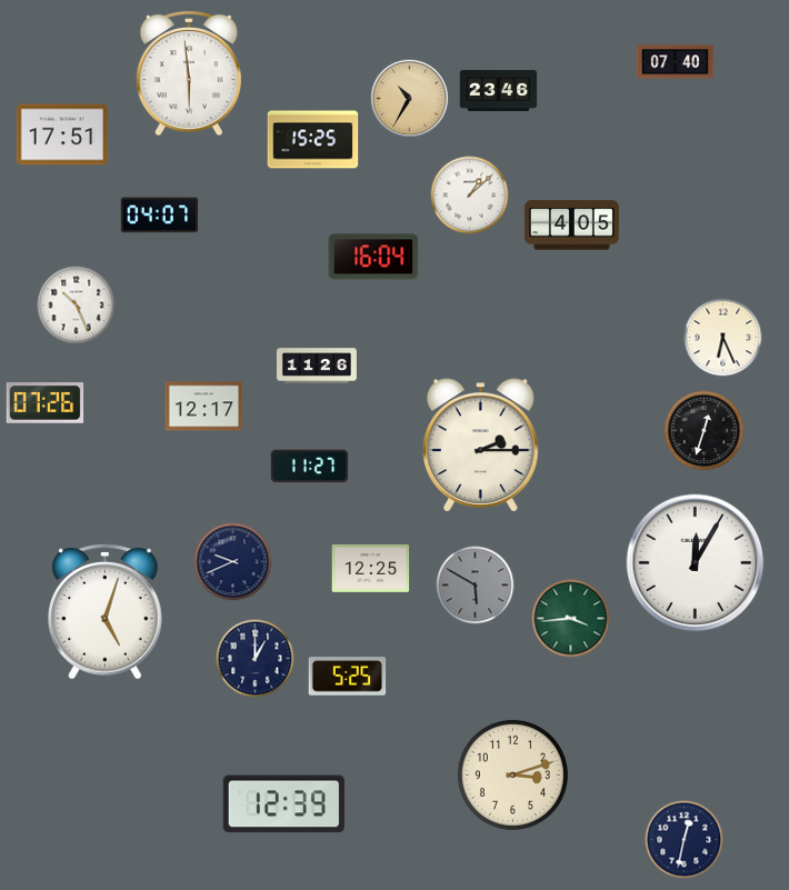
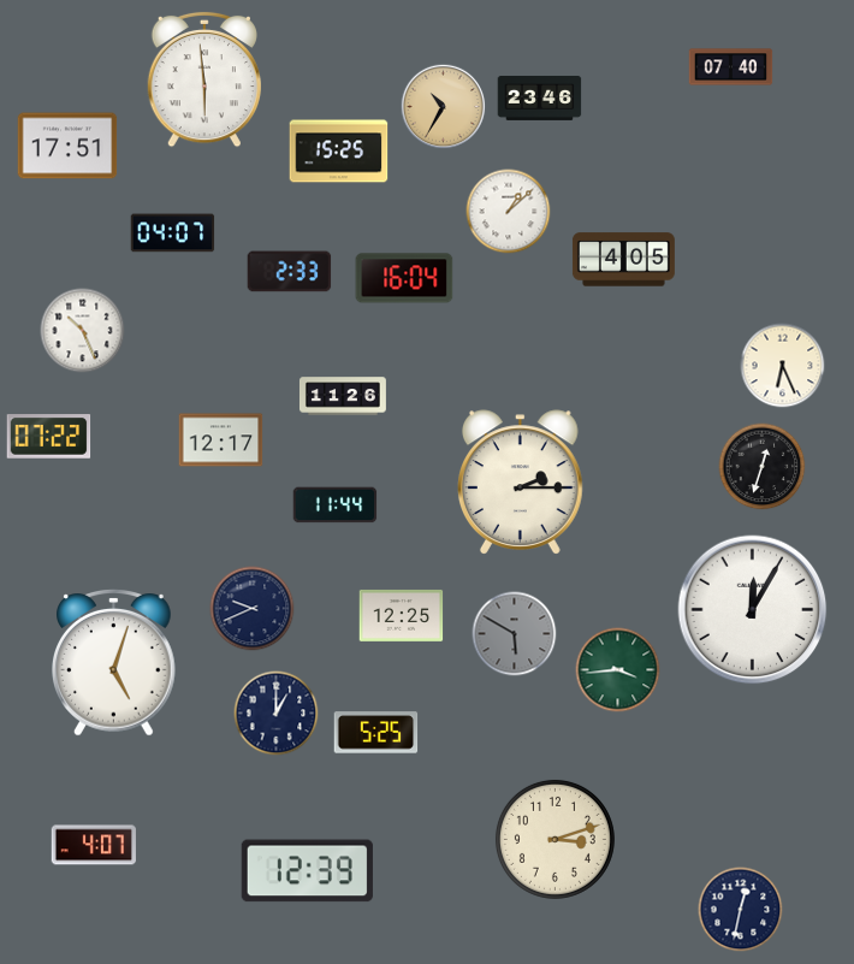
clock at (571, 226) position: (571, 226) -> (623, 260)
clock at (290, 272): none -> 2:33
clock at (46, 403): 07:26 -> 07:22
clock at (310, 467): 11:27 -> 11:44
clock at (93, 845): none -> 4:07
